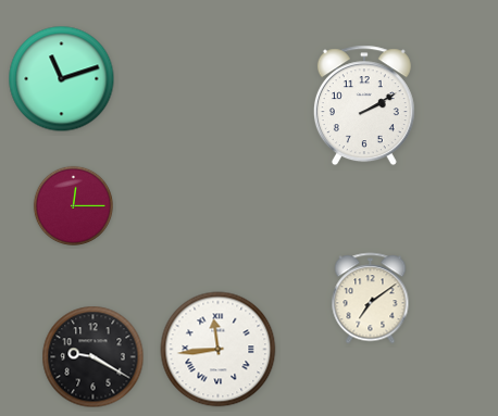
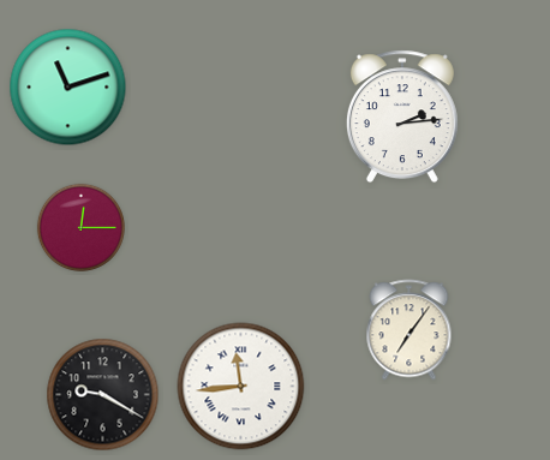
clock at (364, 105): 2:10 -> 2:14
clock at (371, 299): 7:09 -> 7:06
